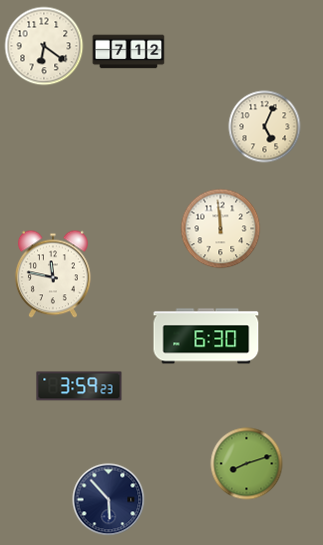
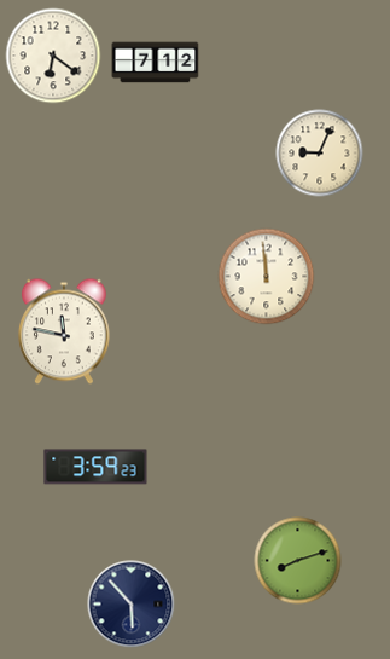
clock at (265, 127): 5:04 -> 9:04
clock at (206, 336): 6:30 -> none
